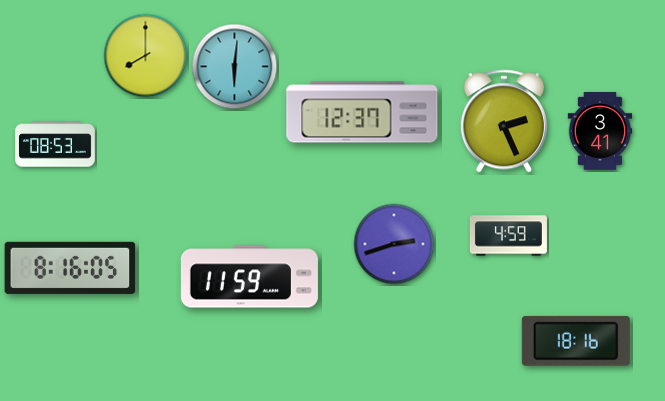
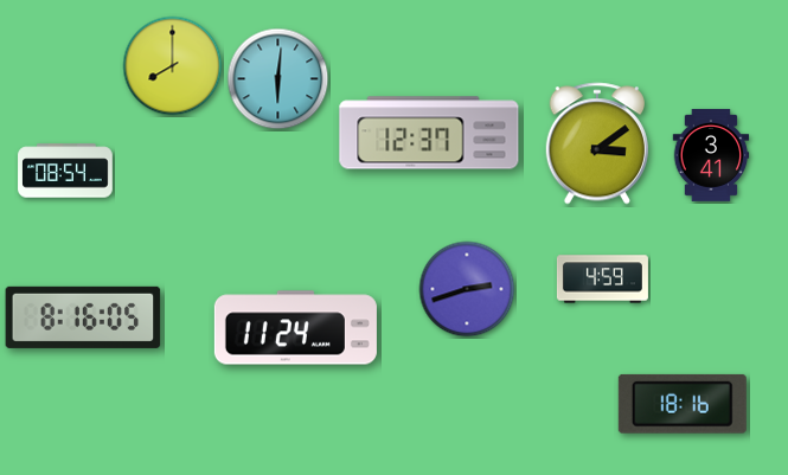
clock at (504, 121): 2:26 -> 3:09
clock at (55, 144): 08:53 -> 08:54
clock at (249, 277): 11:59 -> 11:24
